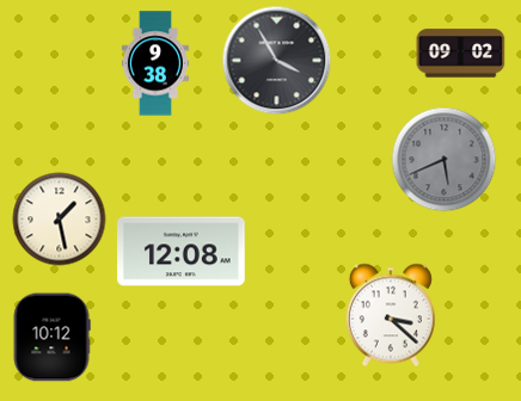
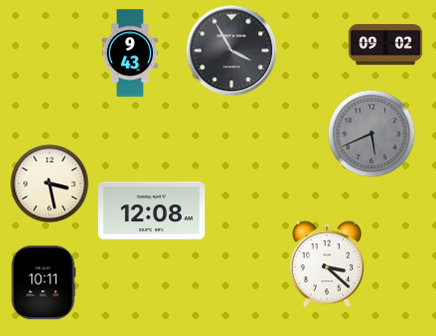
clock at (155, 63): 9:38 -> 9:43
clock at (60, 220): 1:28 -> 3:28
clock at (51, 338): 10:12 -> 10:11
